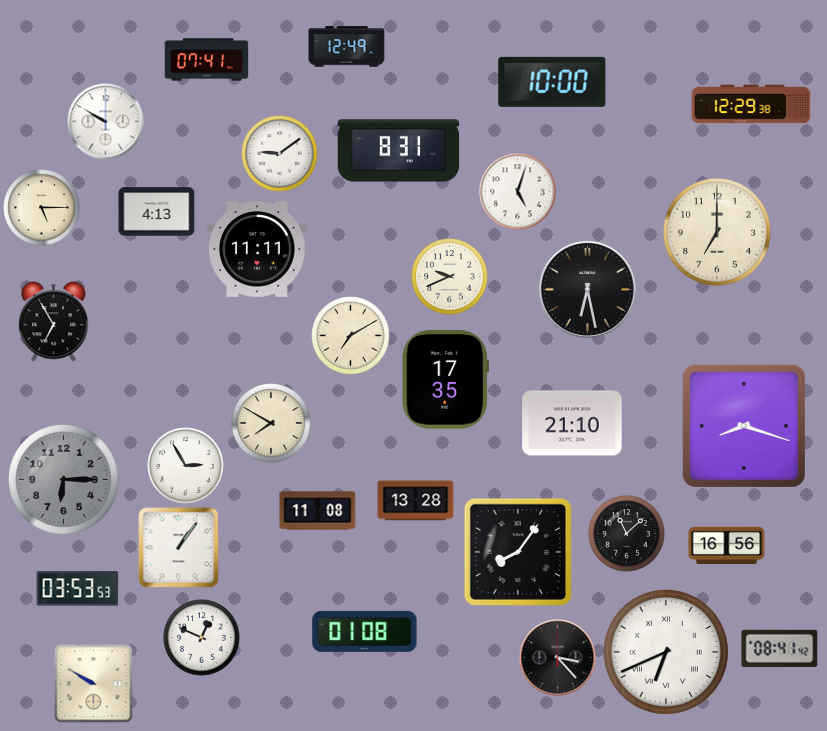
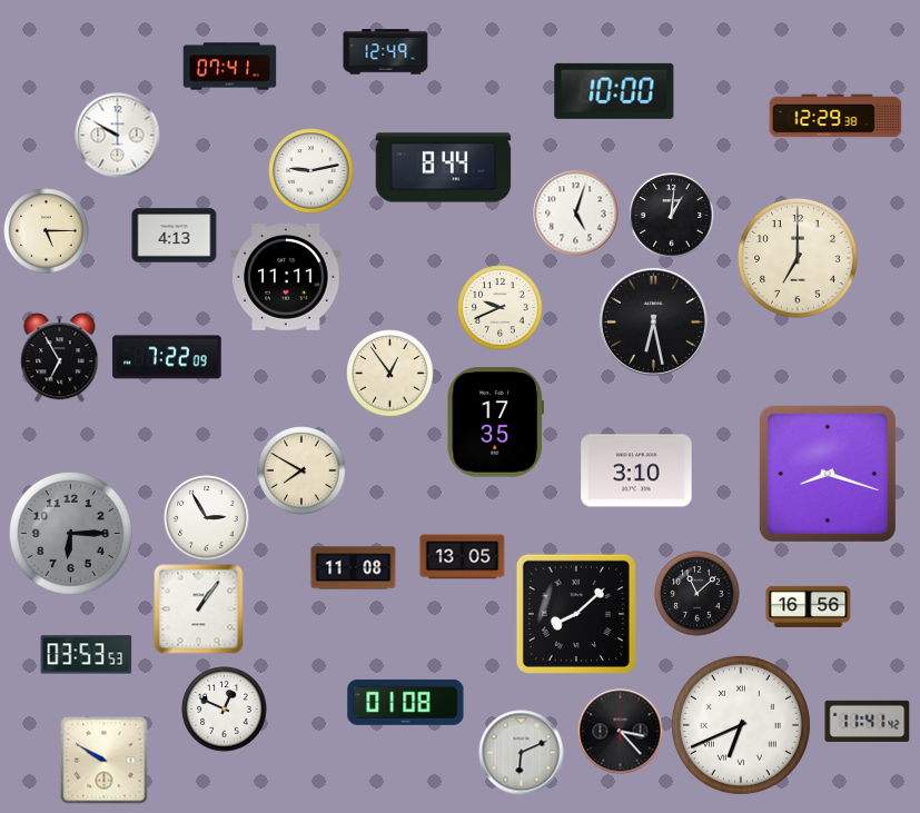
clock at (399, 151): 8:31 -> 8:44
clock at (280, 154): 9:09 -> 9:13
clock at (672, 216): none -> 1:01
clock at (167, 357): none -> 7:22
clock at (351, 336): 7:10 -> 12:54
clock at (572, 423): 21:10 -> 3:10
clock at (416, 501): 13:28 -> 13:05
clock at (518, 552): 8:06 -> 8:08
clock at (780, 648): 08:41 -> 11:41
clock at (522, 753): none -> 6:11
